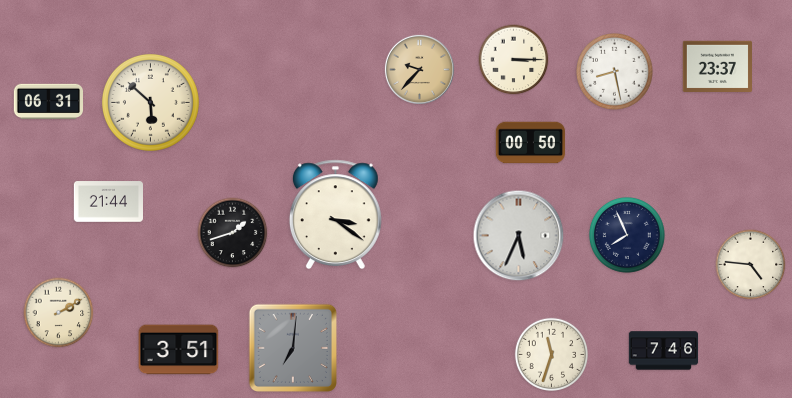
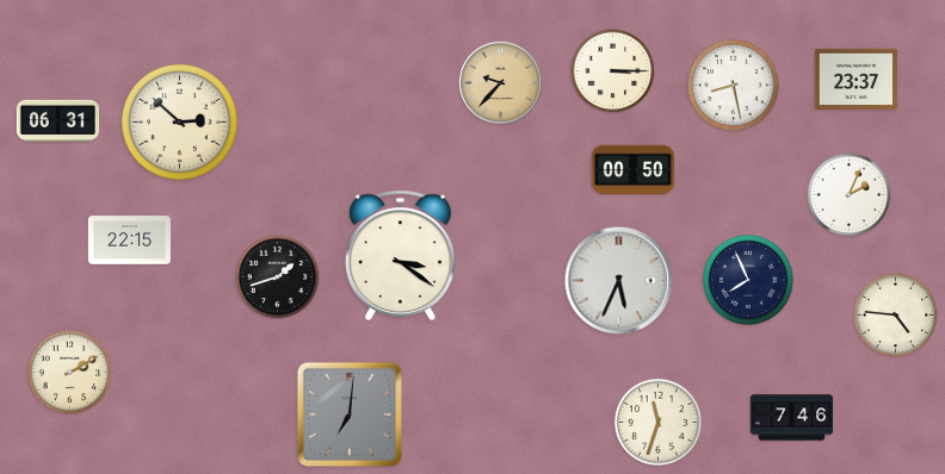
clock at (150, 102): 5:52 -> 2:52
clock at (850, 195): none -> 2:04
clock at (108, 202): 21:44 -> 22:15
clock at (179, 350): 3:51 -> none
